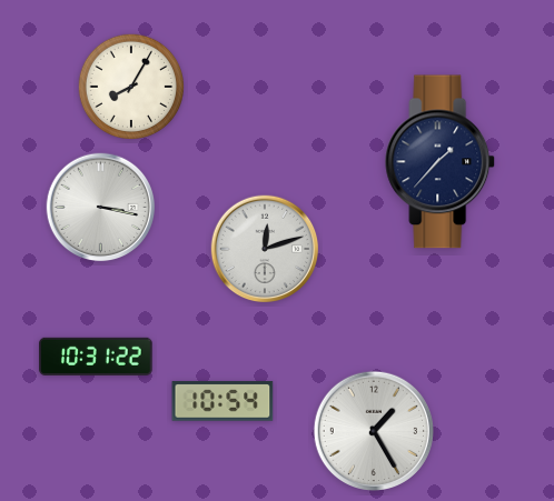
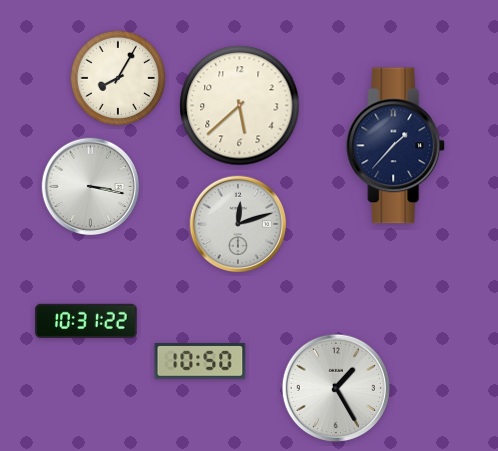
clock at (240, 106): none -> 5:38
clock at (222, 401): 10:54 -> 10:50
